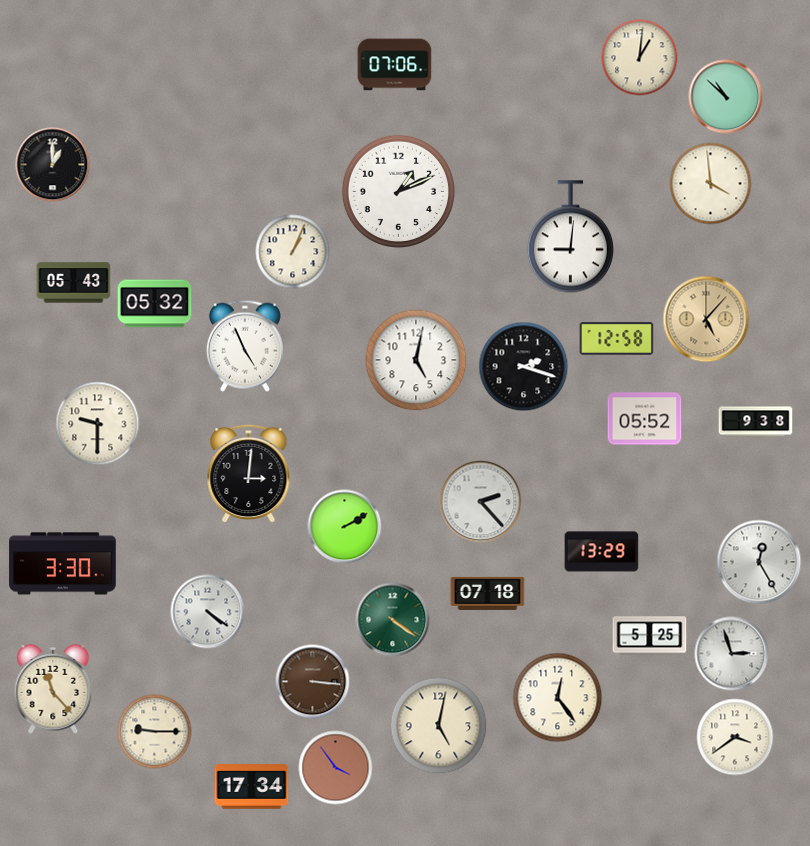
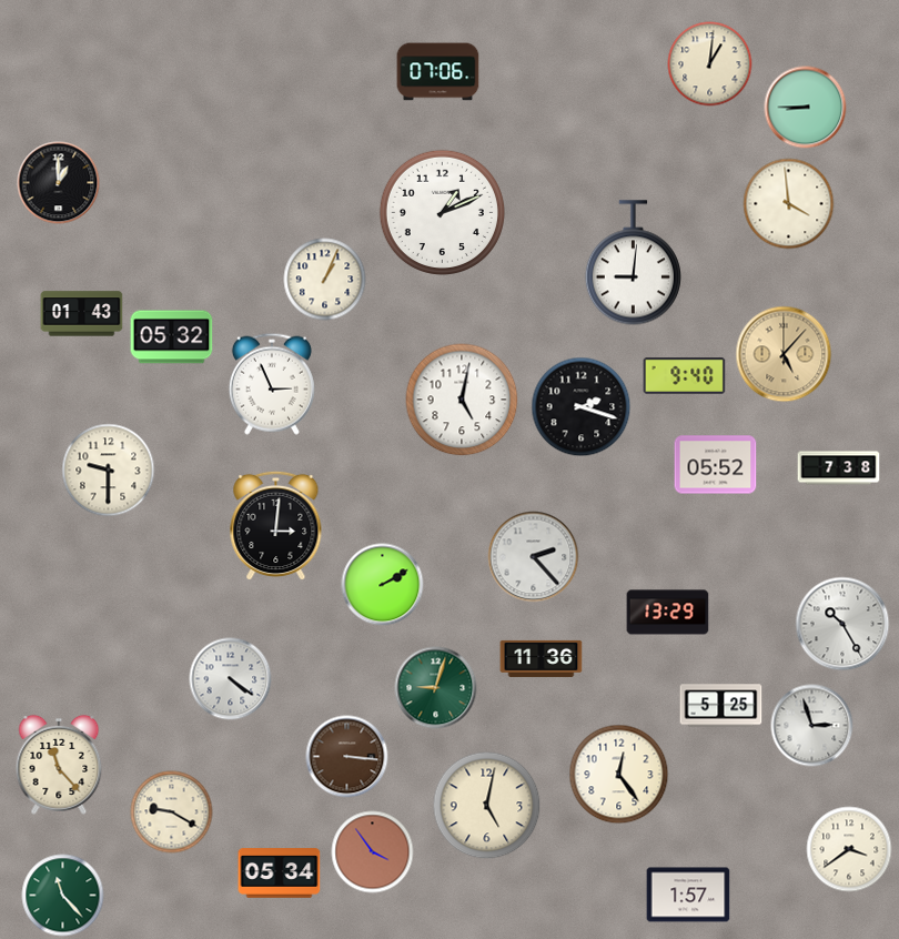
clock at (726, 97): 10:52 -> 8:45
clock at (74, 283): 05:43 -> 01:43
clock at (617, 339): 12:58 -> 9:40
clock at (245, 346): 4:56 -> 2:56
clock at (756, 422): 9:38 -> 7:38
clock at (759, 562): 12:25 -> 10:25
clock at (63, 564): 3:30 -> none
clock at (488, 593): 07:18 -> 11:36
clock at (393, 620): 4:21 -> 9:03
clock at (155, 732): 9:15 -> 9:20
clock at (735, 737) position: (735, 737) -> (849, 849)
clock at (252, 787): 17:34 -> 05:34
clock at (688, 895): none -> 1:57
clock at (63, 896): none -> 11:23
